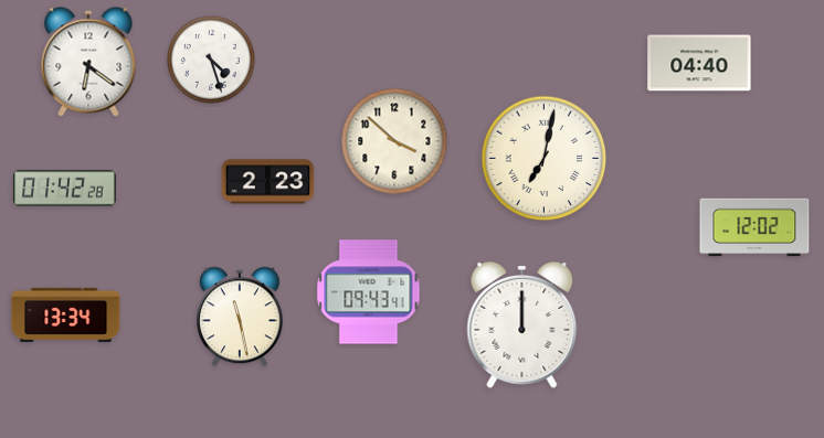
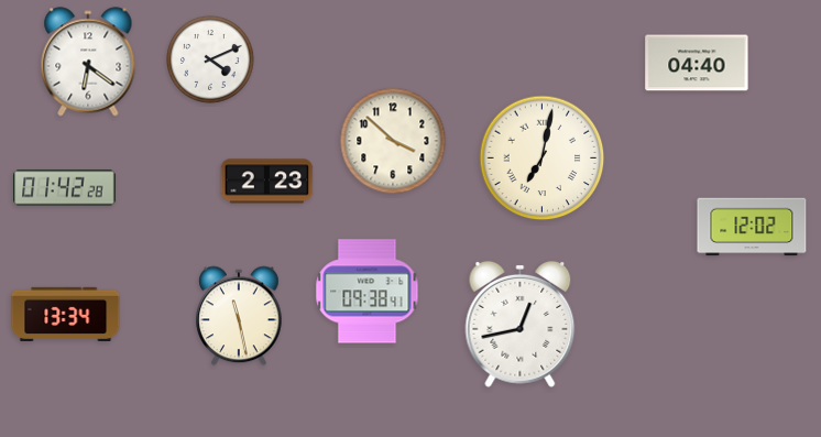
clock at (212, 61): 4:27 -> 4:11
clock at (369, 292): 09:43 -> 09:38
clock at (522, 324): 12:00 -> 12:43
